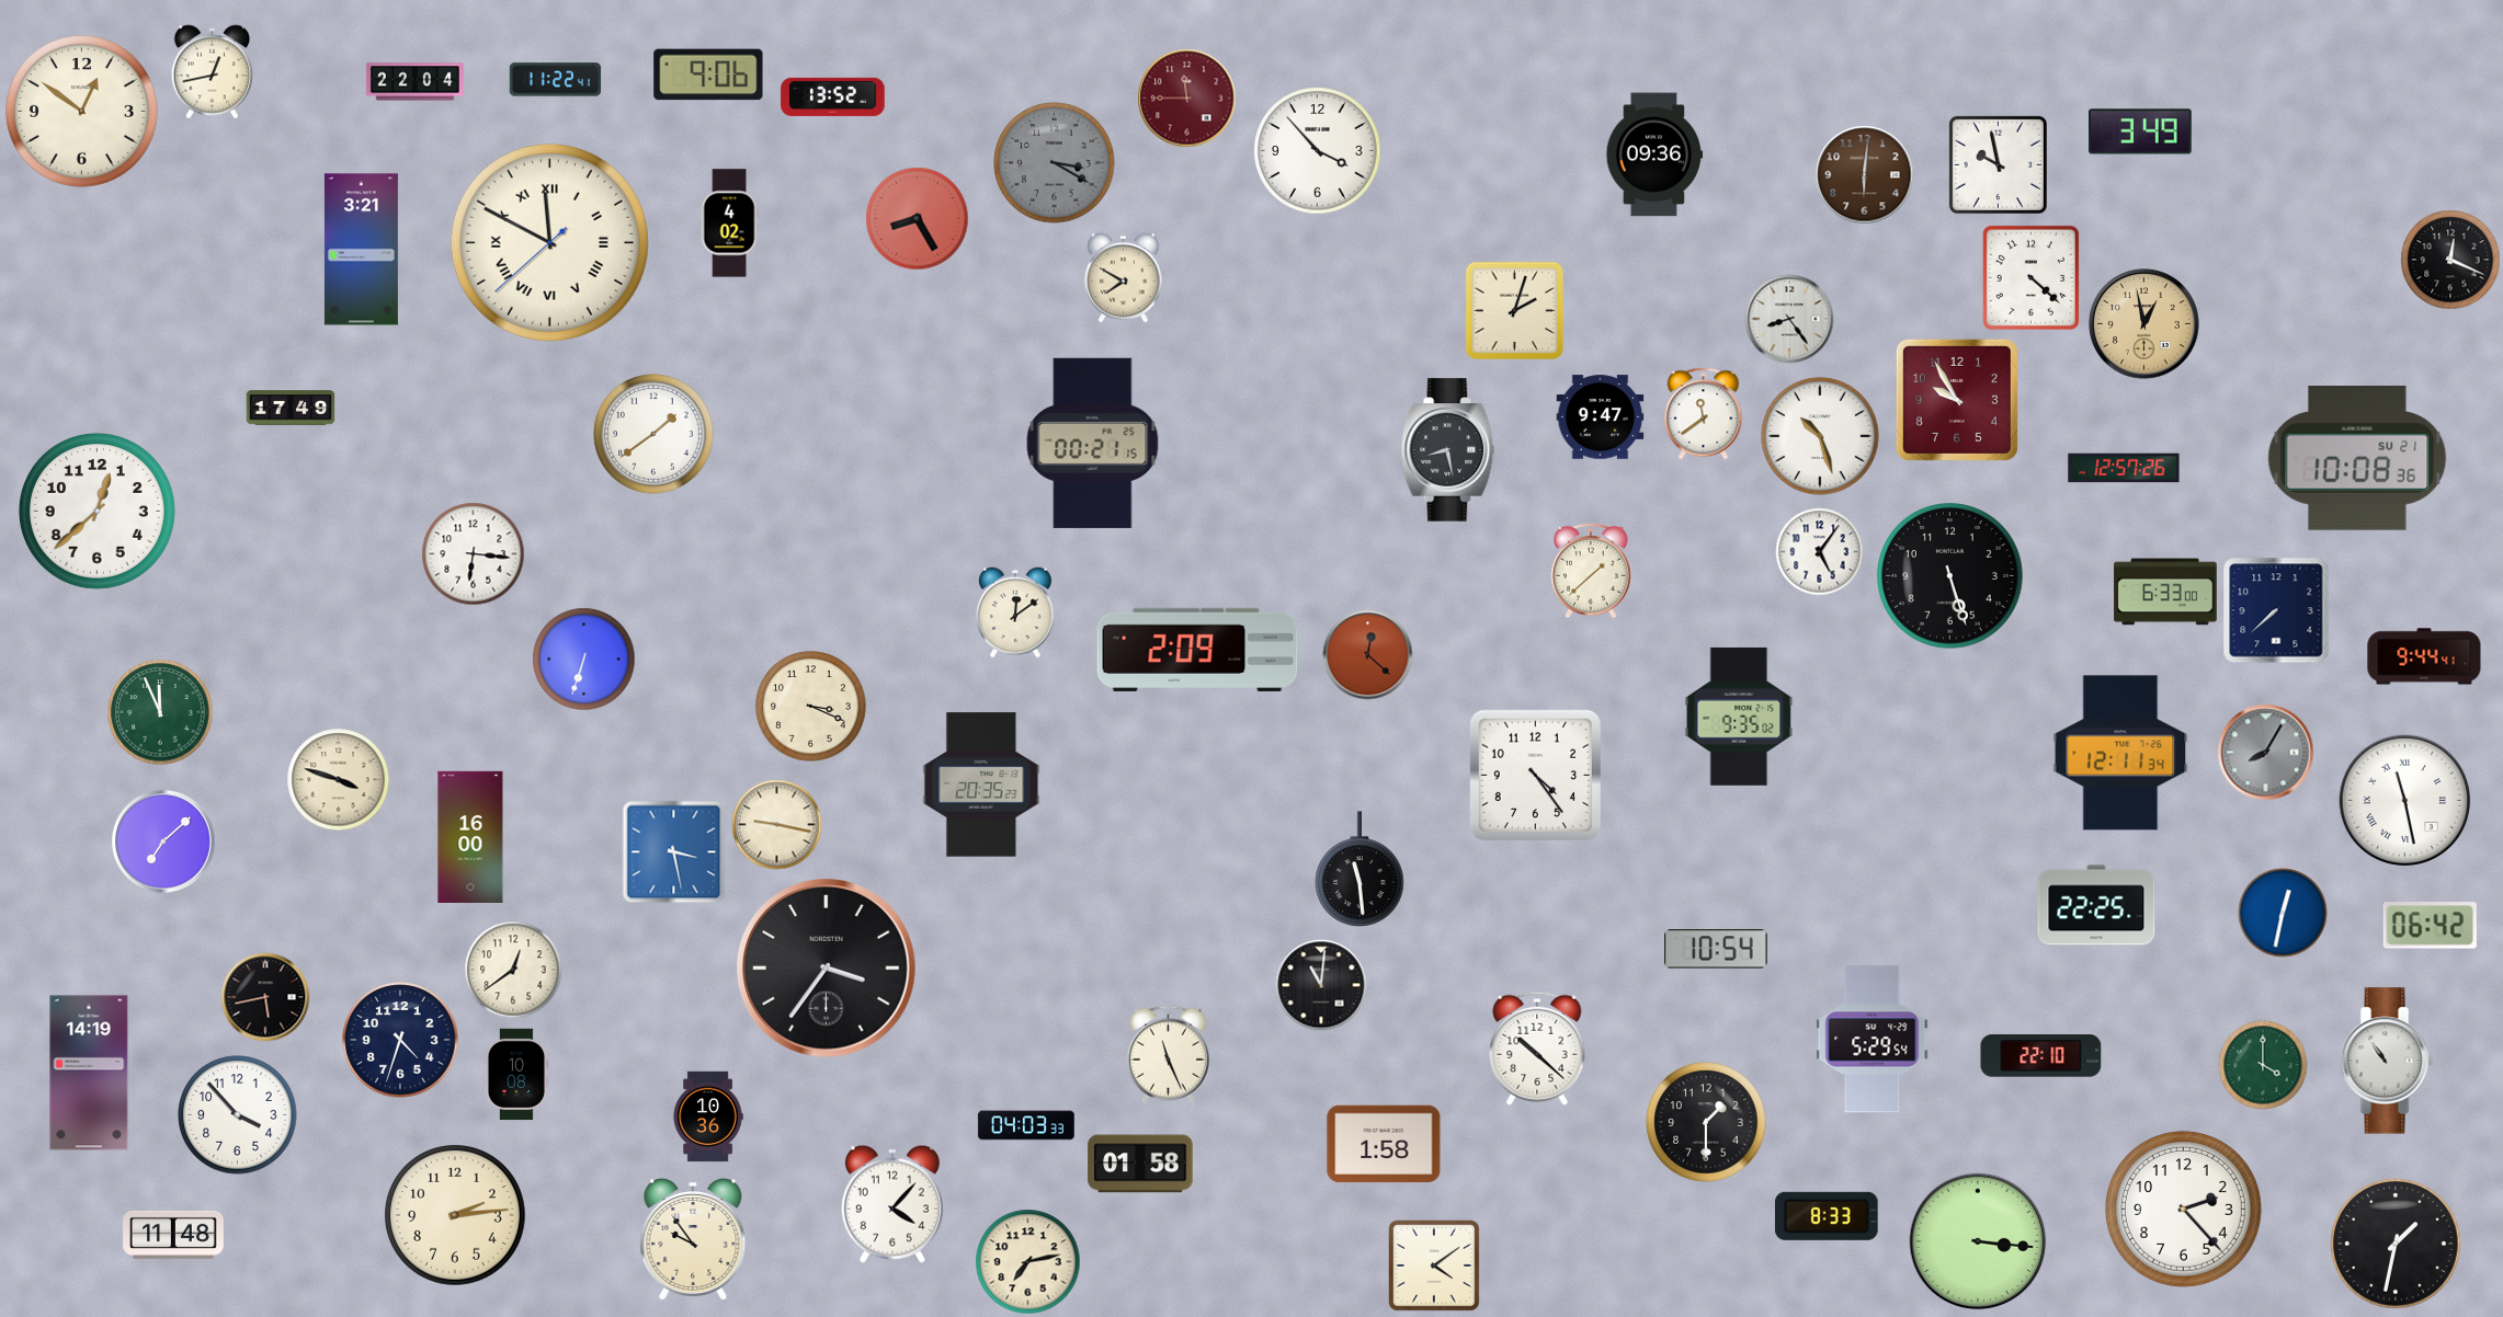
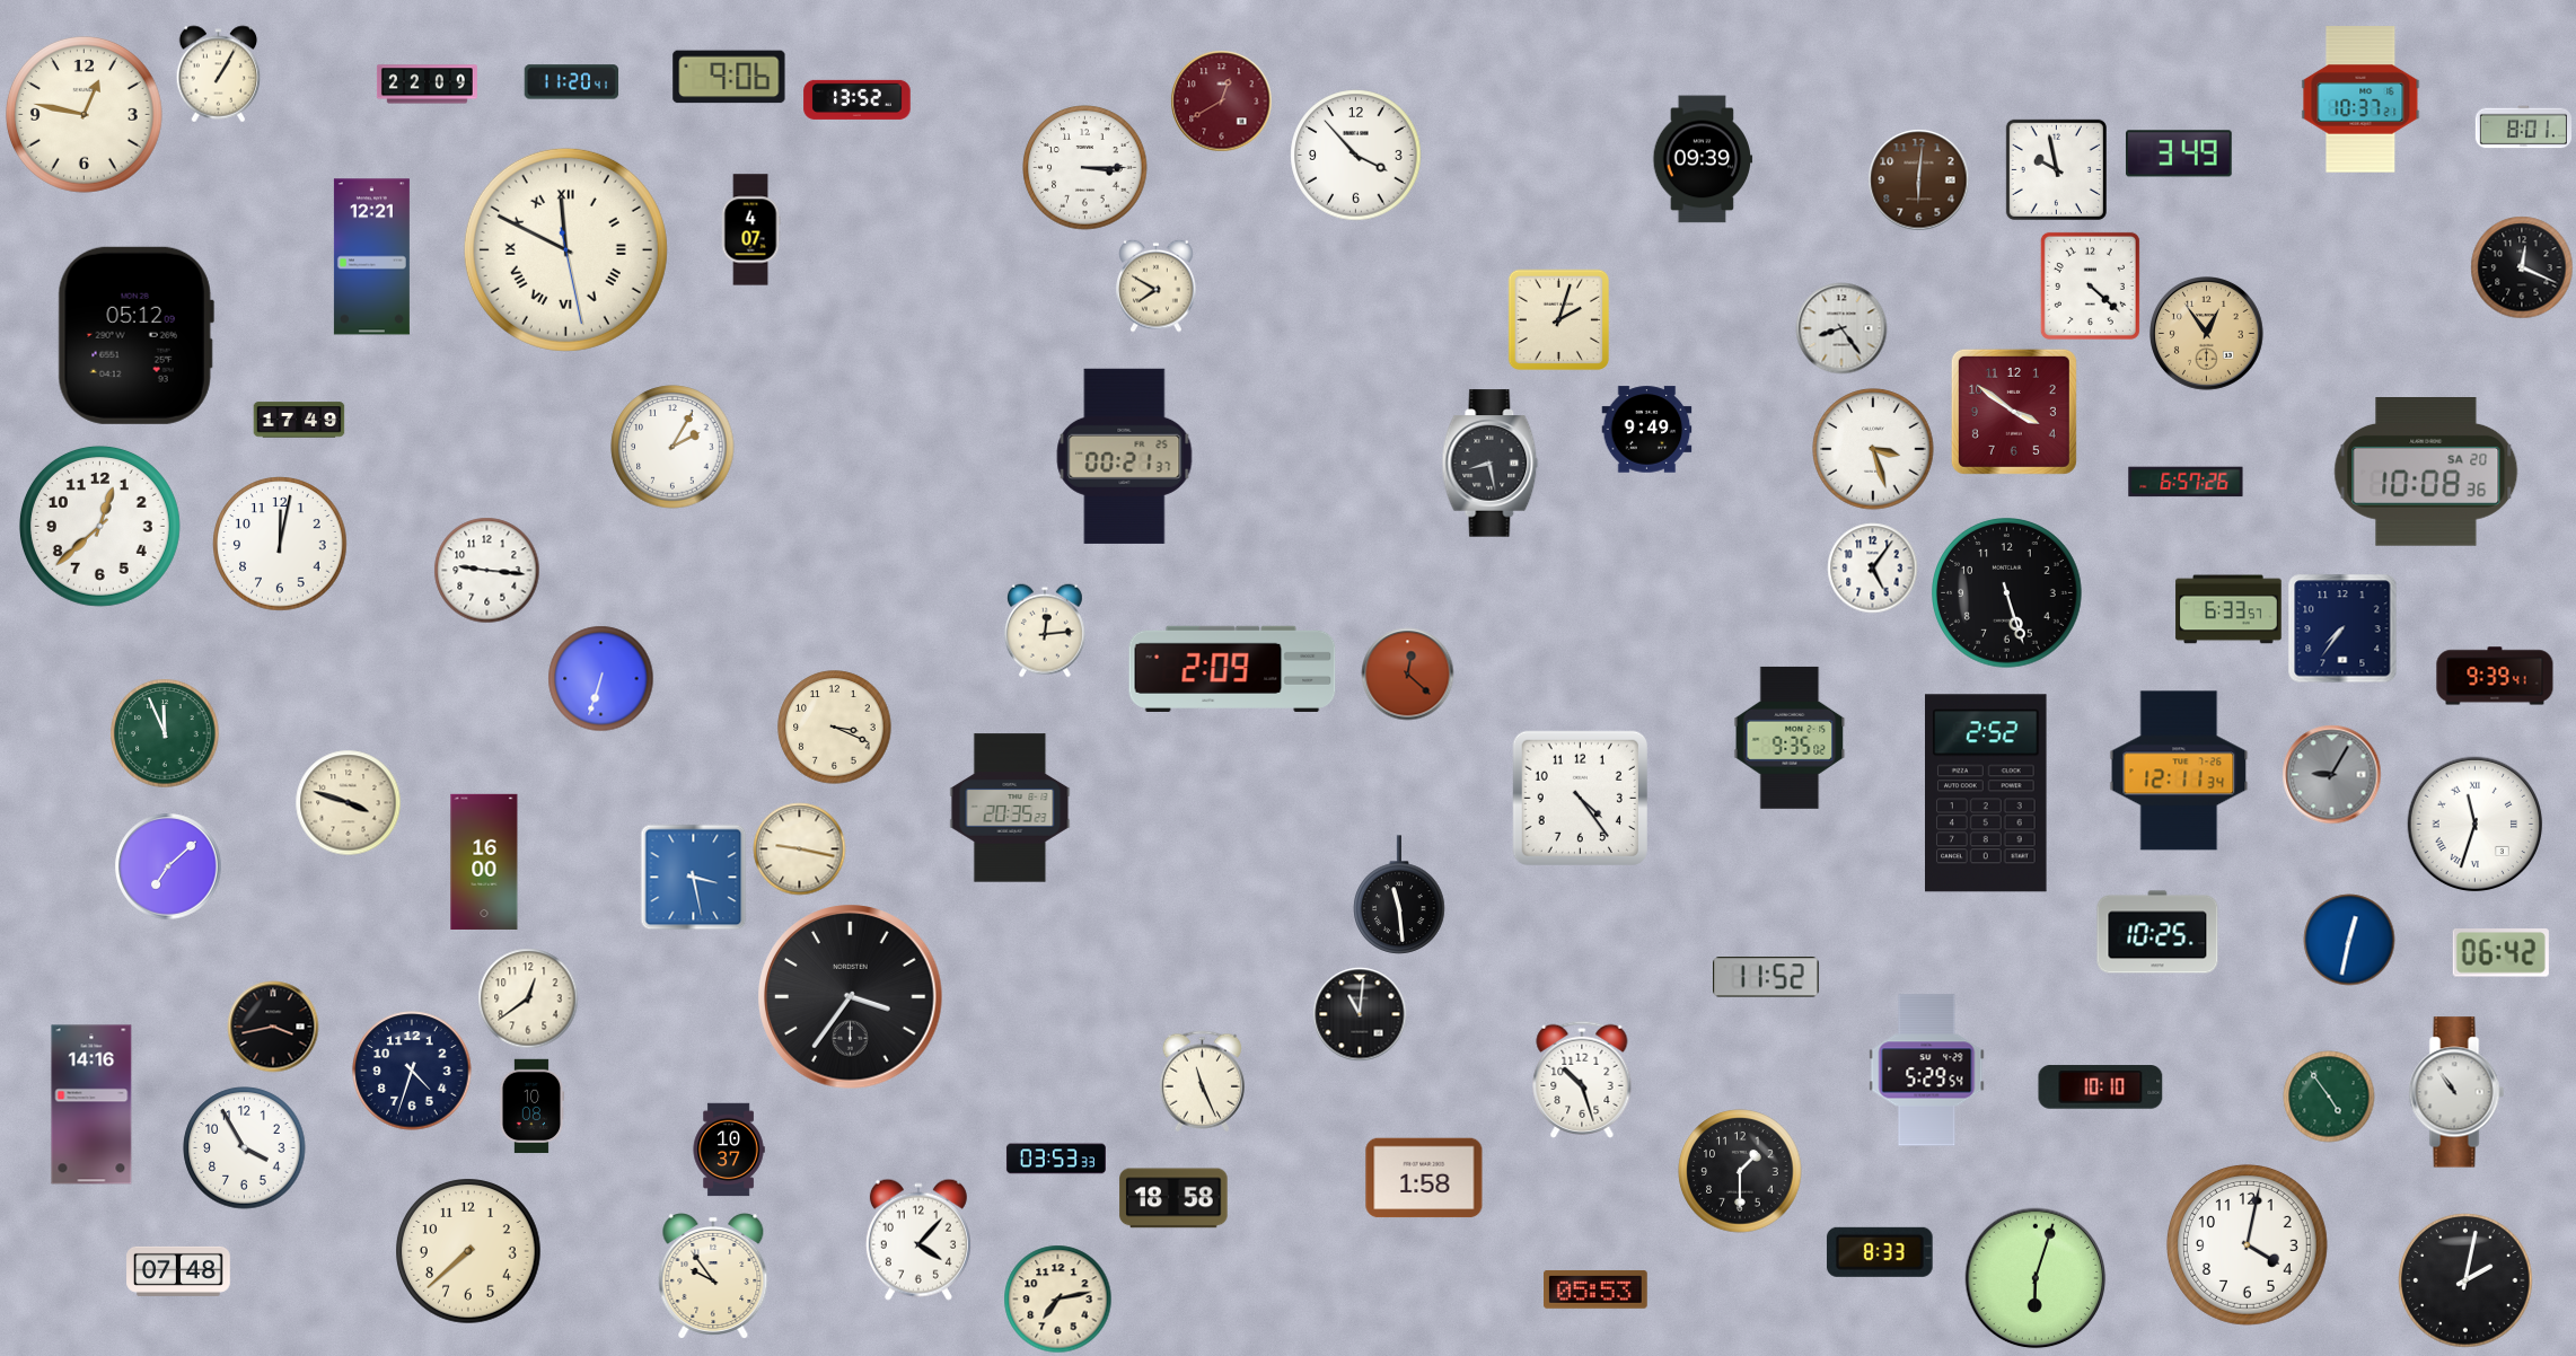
clock at (213, 72): 12:43 -> 1:05
clock at (556, 80): 11:22 -> 11:20
clock at (414, 82): 22:04 -> 22:09
clock at (2360, 99): none -> 10:37
clock at (1187, 99): 11:45 -> 12:40
clock at (82, 112): 12:51 -> 12:47
clock at (2523, 127): none -> 8:01
clock at (2140, 131) position: (2140, 131) -> (2179, 153)
clock at (1654, 154): 09:36 -> 09:39
clock at (1055, 163): 3:20 -> 3:15
clock at (1055, 163) dial: grey -> white
clock at (918, 219): 8:25 -> none
clock at (729, 224): 4:02 -> 4:07
clock at (549, 242): 11:49:38 -> 11:49:28
clock at (361, 250): 3:21 -> 12:21
clock at (2144, 324): 12:58 -> 12:54
clock at (135, 335): none -> 05:12
clock at (1957, 400): 9:55 -> 3:51
clock at (1704, 414): 11:39 -> none
clock at (1601, 417): 9:47 -> 9:49
clock at (653, 434): 1:39 -> 2:05
clock at (1820, 436): 10:27 -> 3:27
clock at (1093, 443): 00:21:15 -> 00:21:37
clock at (2357, 459) date: SU 21 -> SA 20
clock at (2124, 468): 12:57 -> 6:57
clock at (280, 544): none -> 12:02
clock at (474, 554): 6:16 -> 9:16
clock at (1592, 571): 1:38 -> none
clock at (2165, 592): 6:33:00 -> 6:33:57
clock at (2276, 610): 7:38 -> 7:36
clock at (1015, 612): 12:09 -> 12:14
clock at (2424, 656): 9:44 -> 9:39
clock at (2120, 753) position: (2120, 753) -> (2179, 771)
clock at (2266, 753): 8:05 -> 9:05
clock at (1987, 793): none -> 2:52
clock at (2405, 801): 11:28 -> 11:33
clock at (2096, 905): 22:25 -> 10:25
clock at (1717, 949): 10:54 -> 11:52
clock at (265, 997): 5:43 -> 3:43
clock at (1537, 1049): 10:22 -> 10:27
clock at (1168, 1055) position: (1168, 1055) -> (1202, 1082)
clock at (2041, 1056): 22:10 -> 10:10
clock at (2263, 1065): 4:00 -> 4:54
clock at (89, 1073): 14:19 -> 14:16
clock at (238, 1115): 3:53 -> 3:55
clock at (708, 1116): 10:36 -> 10:37
clock at (1706, 1122) position: (1706, 1122) -> (1740, 1171)
clock at (1026, 1125): 04:03 -> 03:53
clock at (1140, 1164): 01:58 -> 18:58
clock at (2183, 1209): 2:23 -> 4:02
clock at (455, 1215): 2:14 -> 7:38
clock at (173, 1235): 11:48 -> 07:48
clock at (1978, 1241): 3:16 -> 6:03
clock at (2396, 1244): 1:32 -> 2:02
clock at (1597, 1289): none -> 05:53
clock at (1435, 1267): 4:09 -> none
